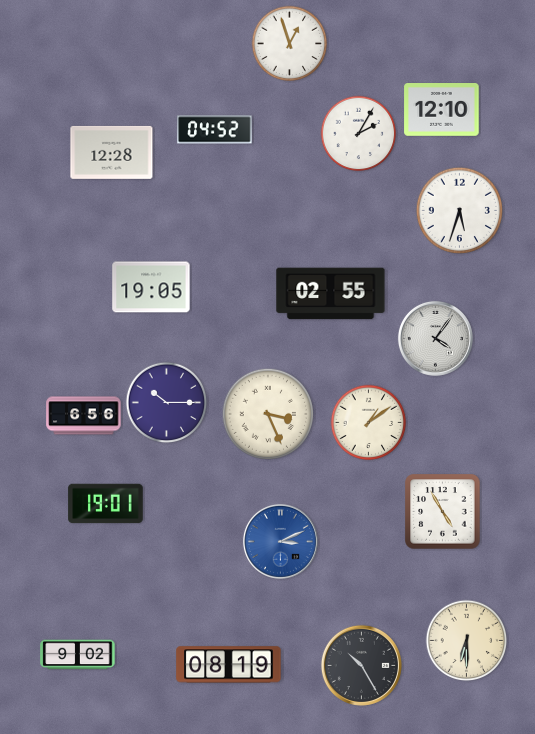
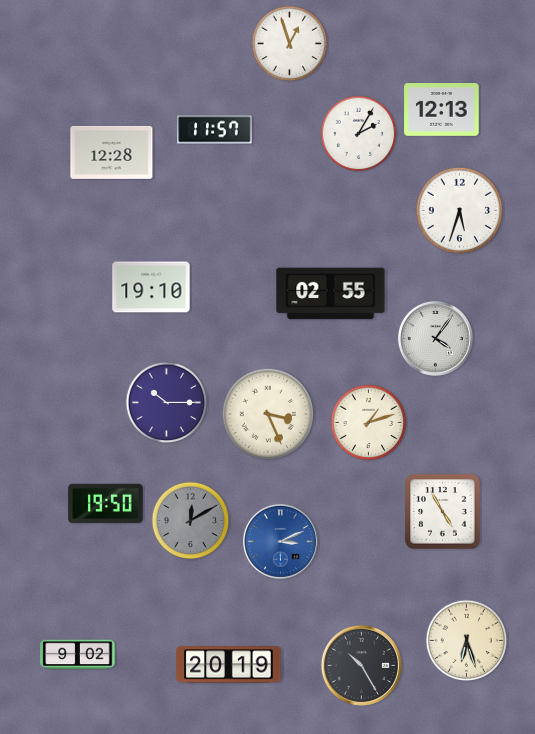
clock at (442, 110): 12:10 -> 12:13
clock at (215, 130): 04:52 -> 11:57
clock at (151, 287): 19:05 -> 19:10
clock at (84, 416): 6:56 -> none
clock at (369, 423): 1:09 -> 1:12
clock at (106, 504): 19:01 -> 19:50
clock at (191, 521): none -> 12:10
clock at (467, 641): 6:30 -> 6:27
clock at (229, 665): 08:19 -> 20:19
